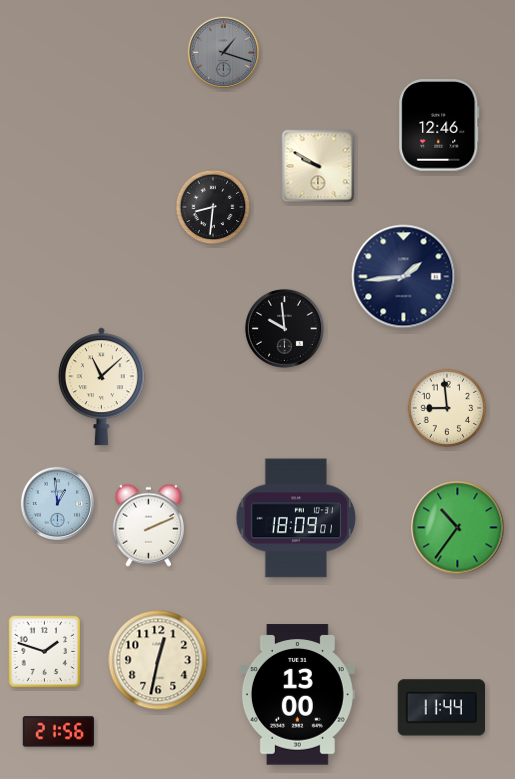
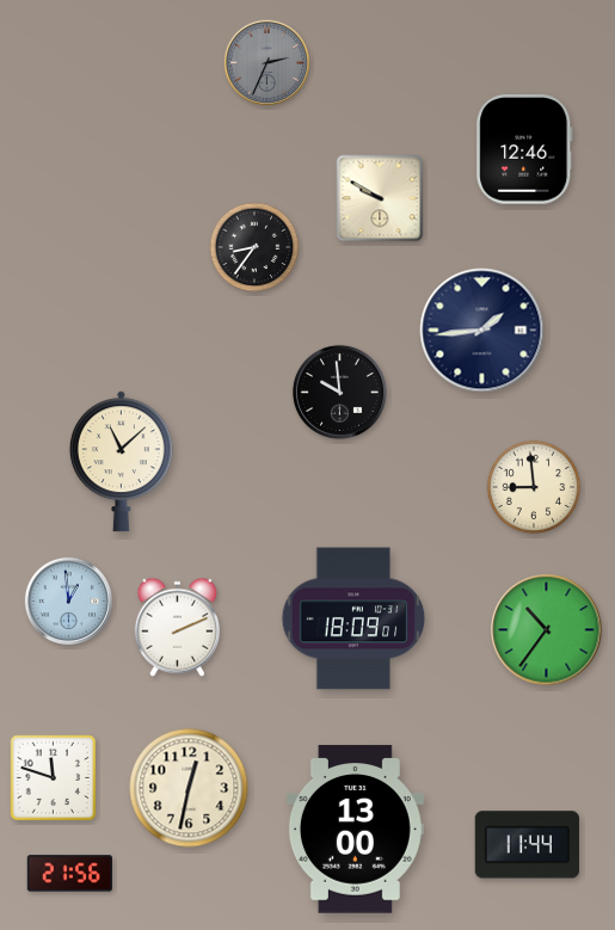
clock at (224, 53): 1:18 -> 2:34
clock at (213, 207): 8:31 -> 8:36
clock at (45, 652): 1:48 -> 11:48
